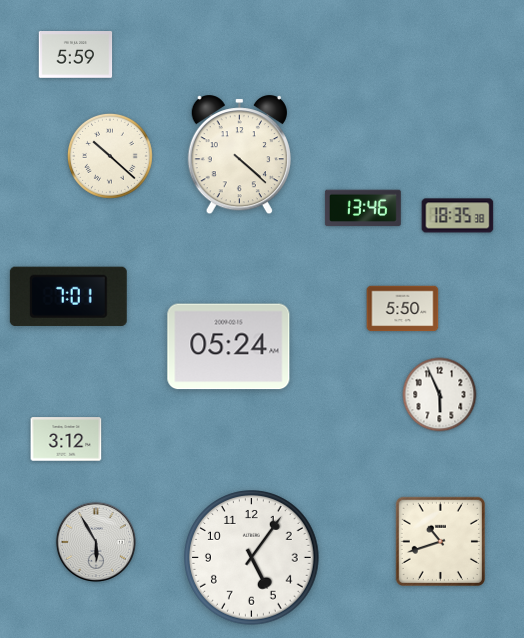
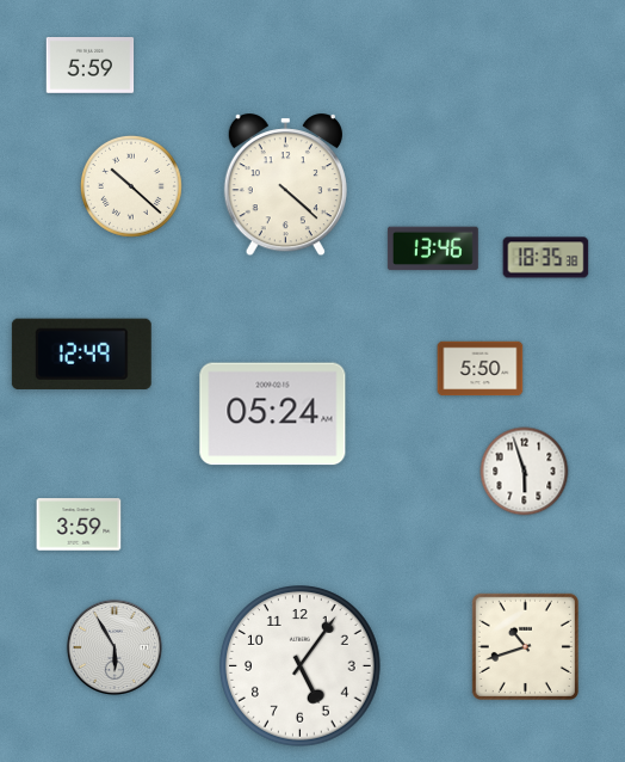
clock at (68, 296): 7:01 -> 12:49
clock at (440, 395): 5:56 -> 5:57
clock at (66, 439): 3:12 -> 3:59
